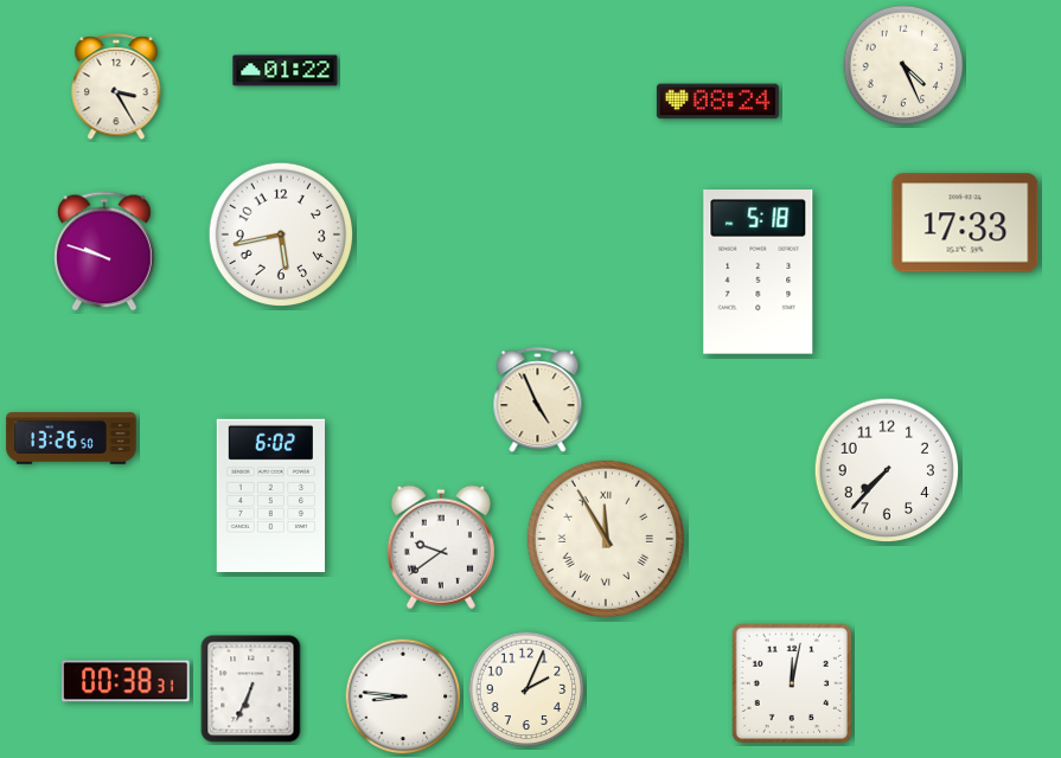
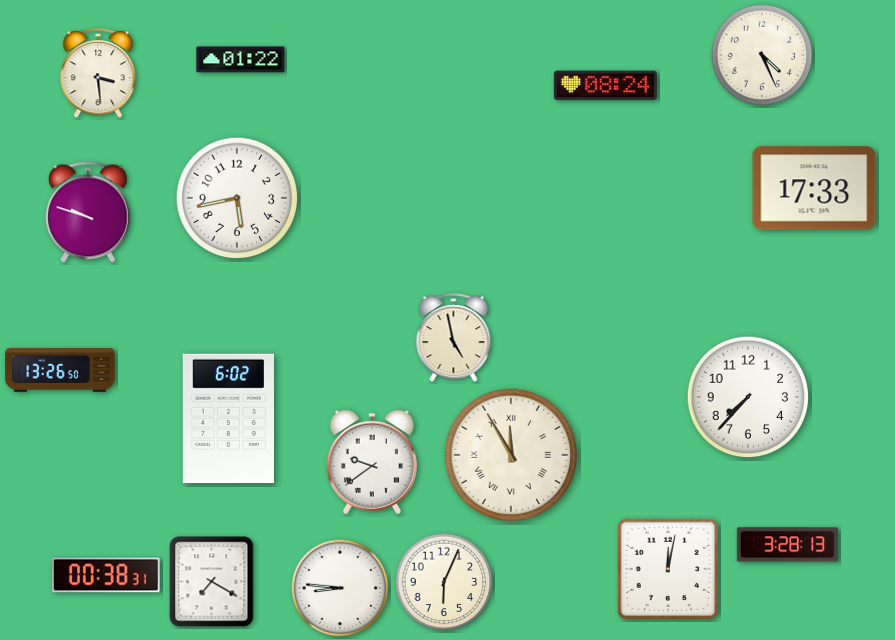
clock at (116, 88): 3:25 -> 3:29
clock at (759, 272): 5:18 -> none
clock at (538, 400): 4:56 -> 4:58
clock at (787, 545): none -> 3:28
clock at (791, 682) position: (791, 682) -> (667, 568)
clock at (251, 689): 6:34 -> 7:20
clock at (526, 689): 2:04 -> 6:04
